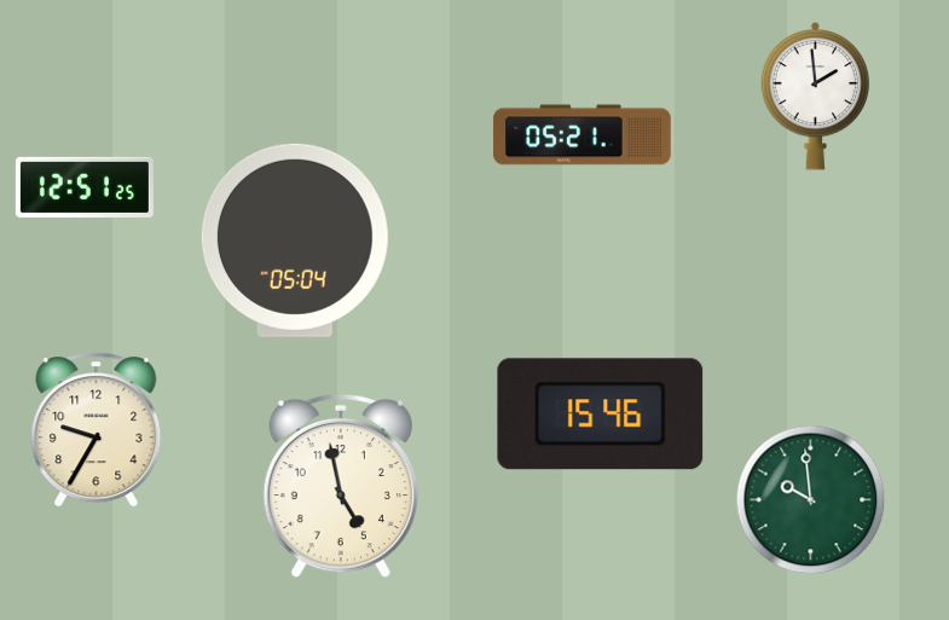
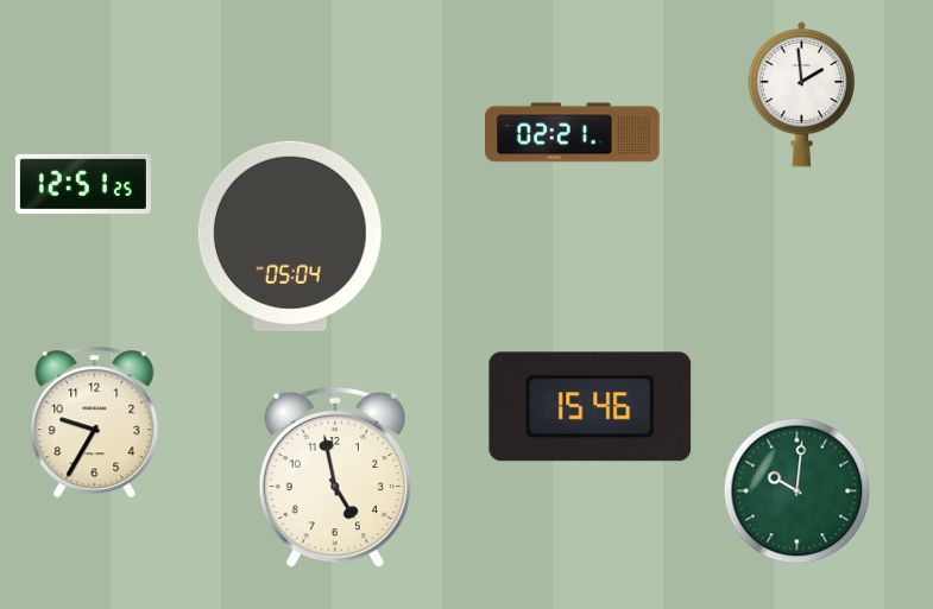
clock at (583, 135): 05:21 -> 02:21
clock at (811, 500): 9:59 -> 10:01
